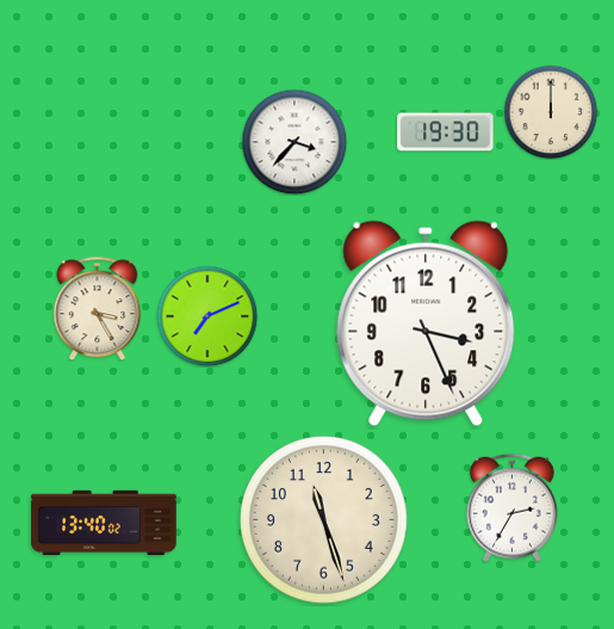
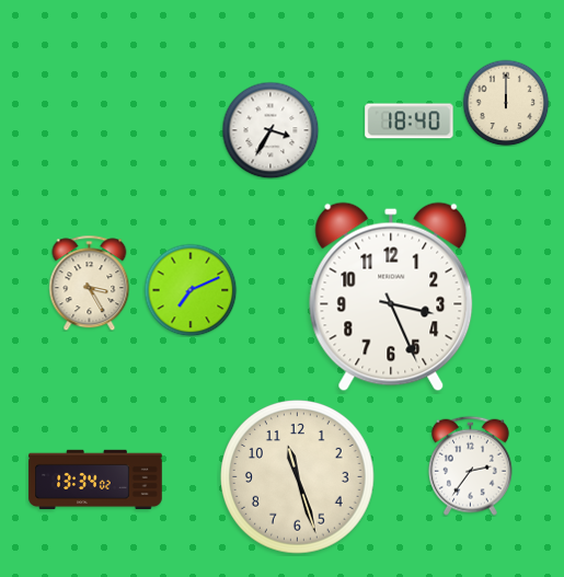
clock at (446, 132): 19:30 -> 18:40
clock at (294, 142): 3:37 -> 3:35
clock at (511, 507): 2:35 -> 2:36
clock at (104, 523): 13:40 -> 13:34
